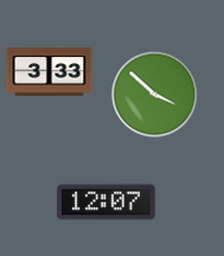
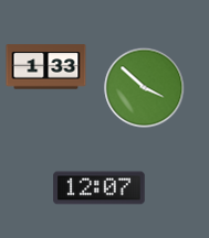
clock at (50, 72): 3:33 -> 1:33
